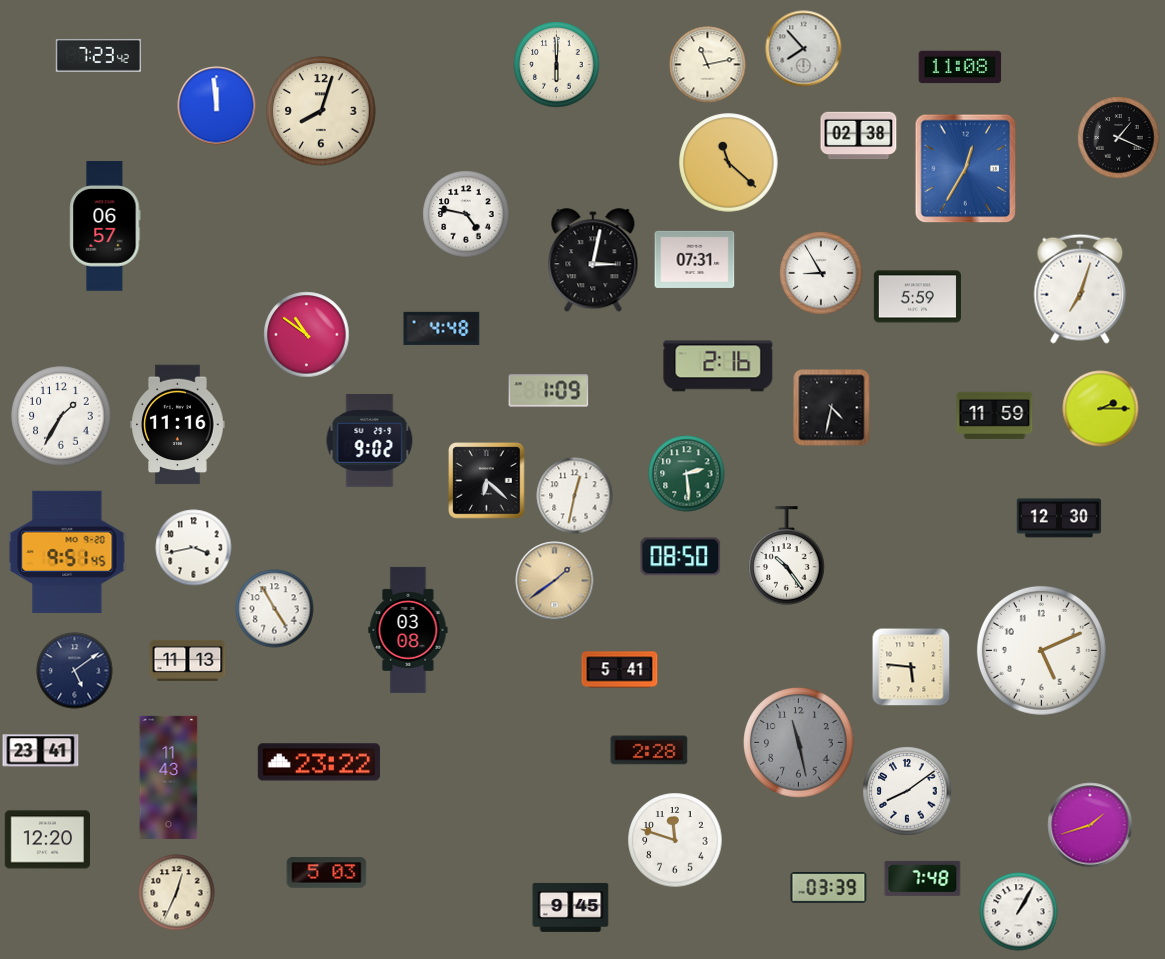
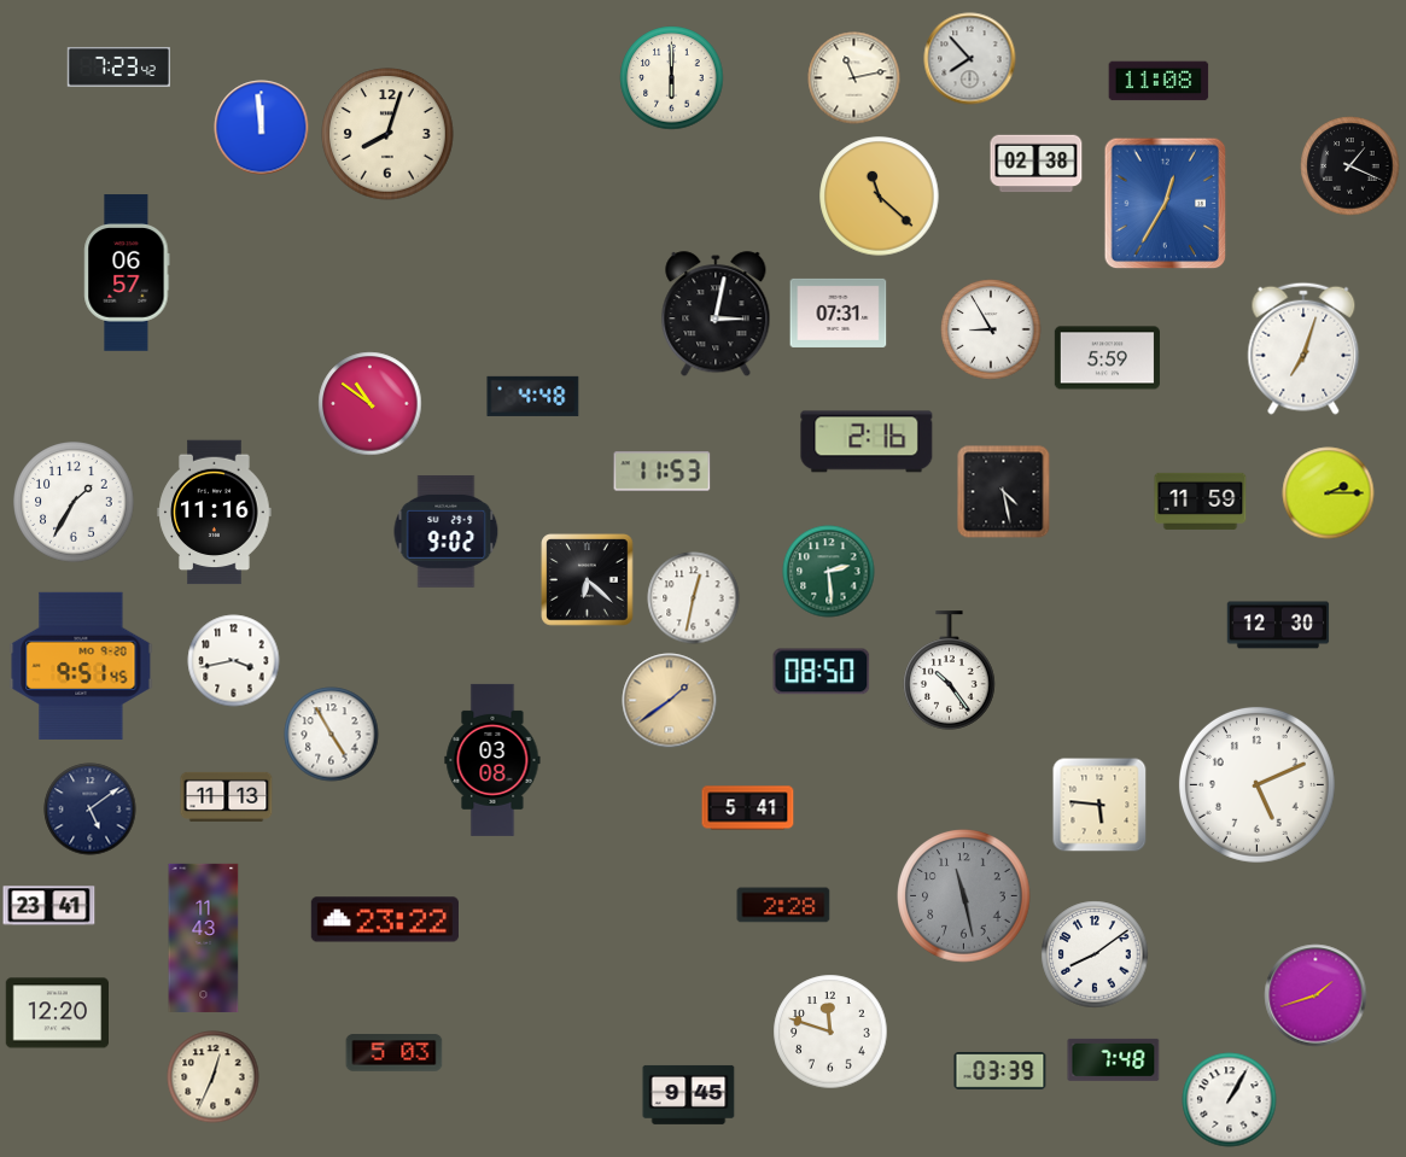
clock at (466, 214): 4:47 -> none
clock at (549, 391): 1:09 -> 11:53
clock at (832, 408): 4:32 -> 4:28
clock at (675, 840) position: (675, 840) -> (830, 1032)
